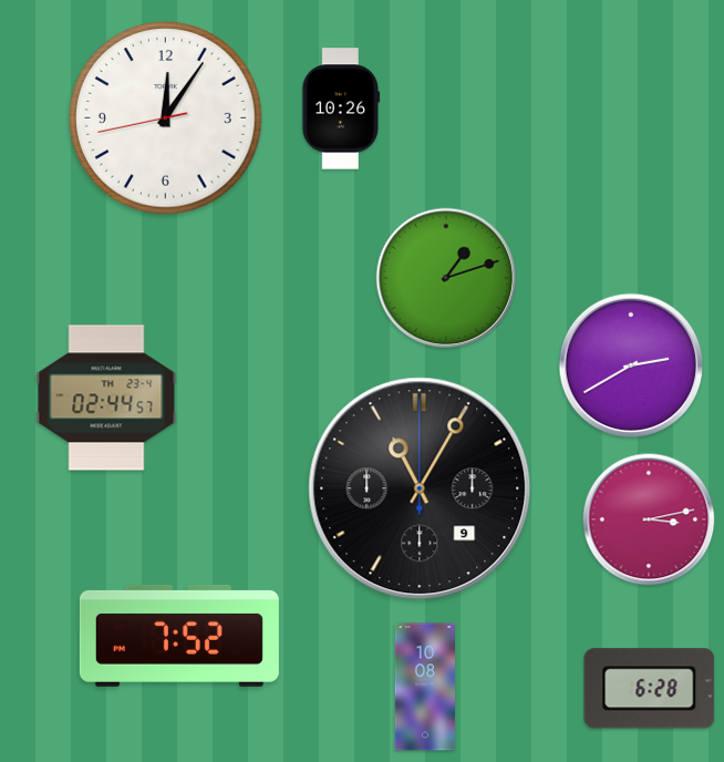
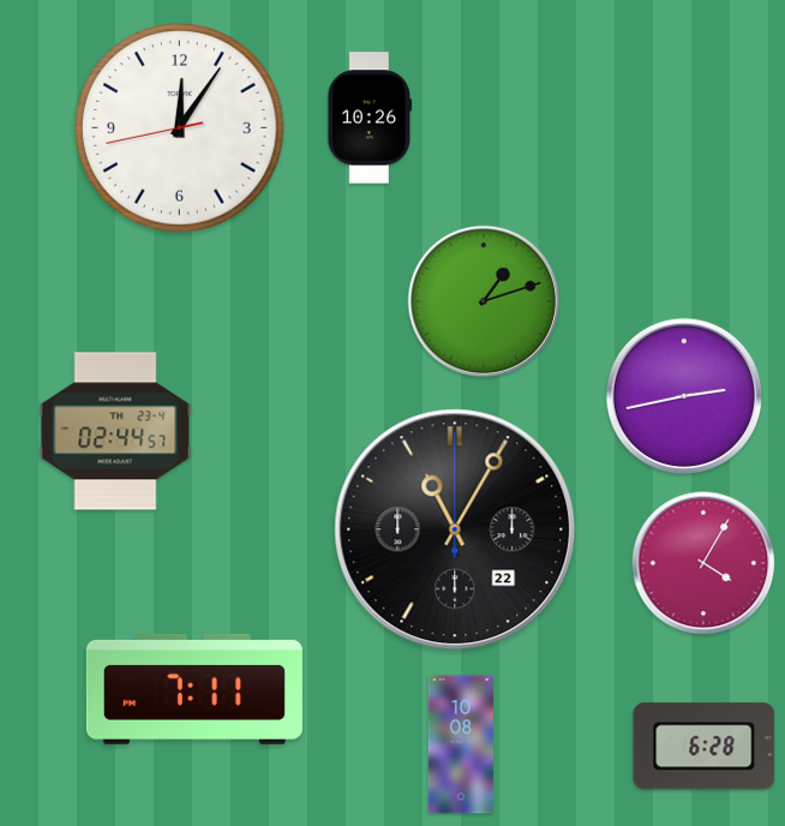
clock at (631, 365): 2:40 -> 2:43
clock at (420, 488) date: 9 -> 22
clock at (649, 519): 3:13 -> 4:05
clock at (179, 636): 7:52 -> 7:11
